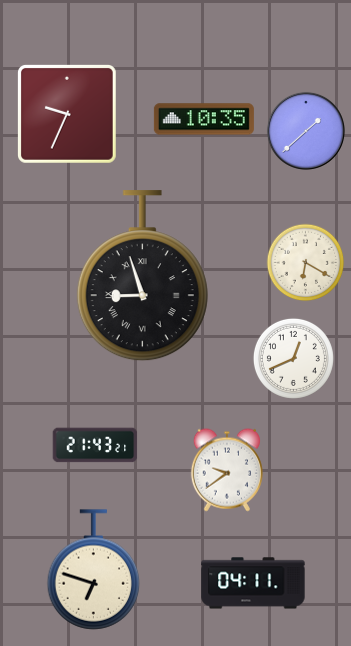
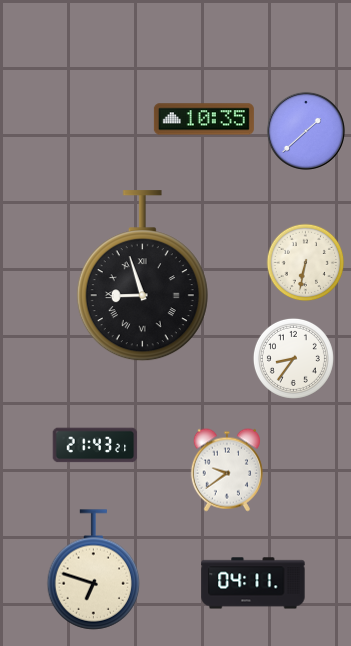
clock at (68, 115): 9:34 -> none
clock at (306, 263): 6:20 -> 6:32
clock at (293, 358): 12:41 -> 8:36
